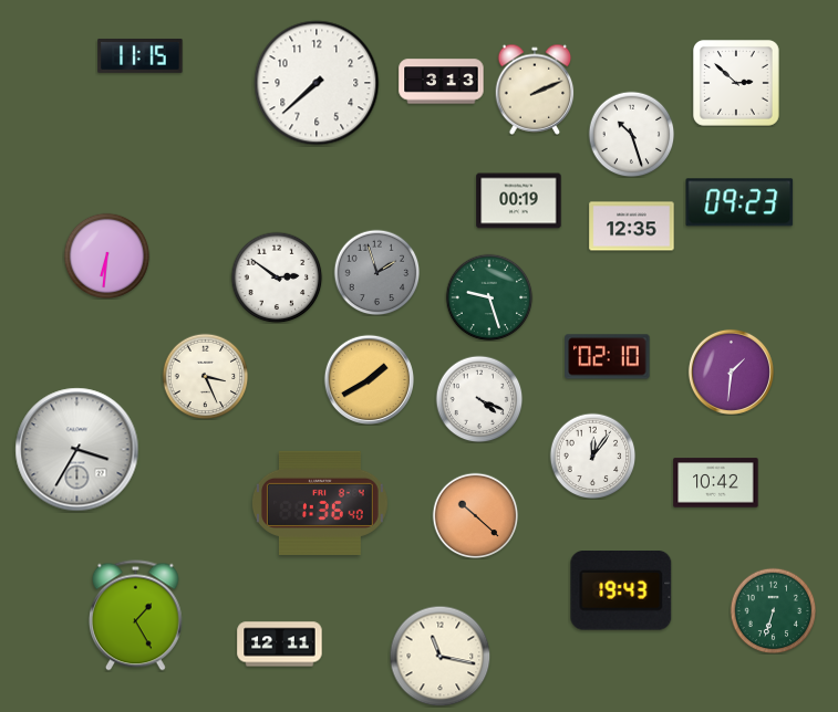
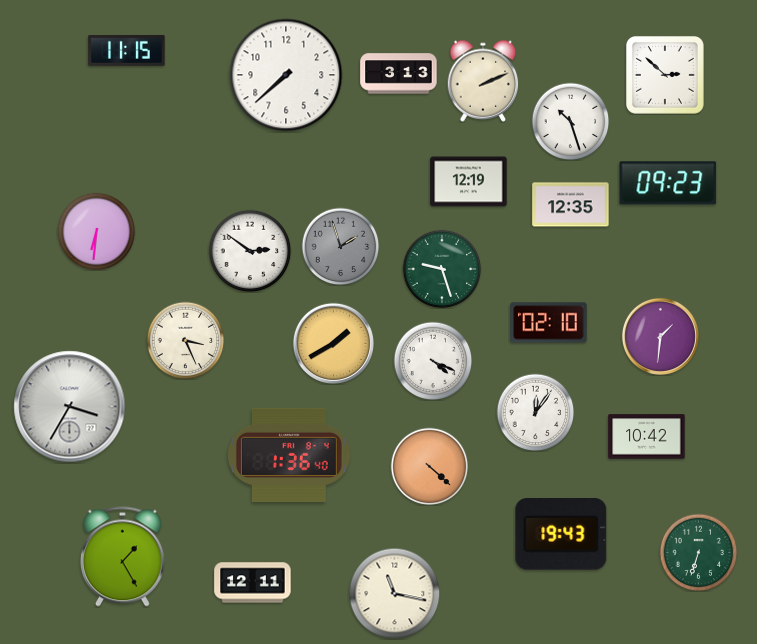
clock at (519, 201): 00:19 -> 12:19
clock at (475, 515): 10:22 -> 4:22
clock at (439, 656) position: (439, 656) -> (394, 593)
